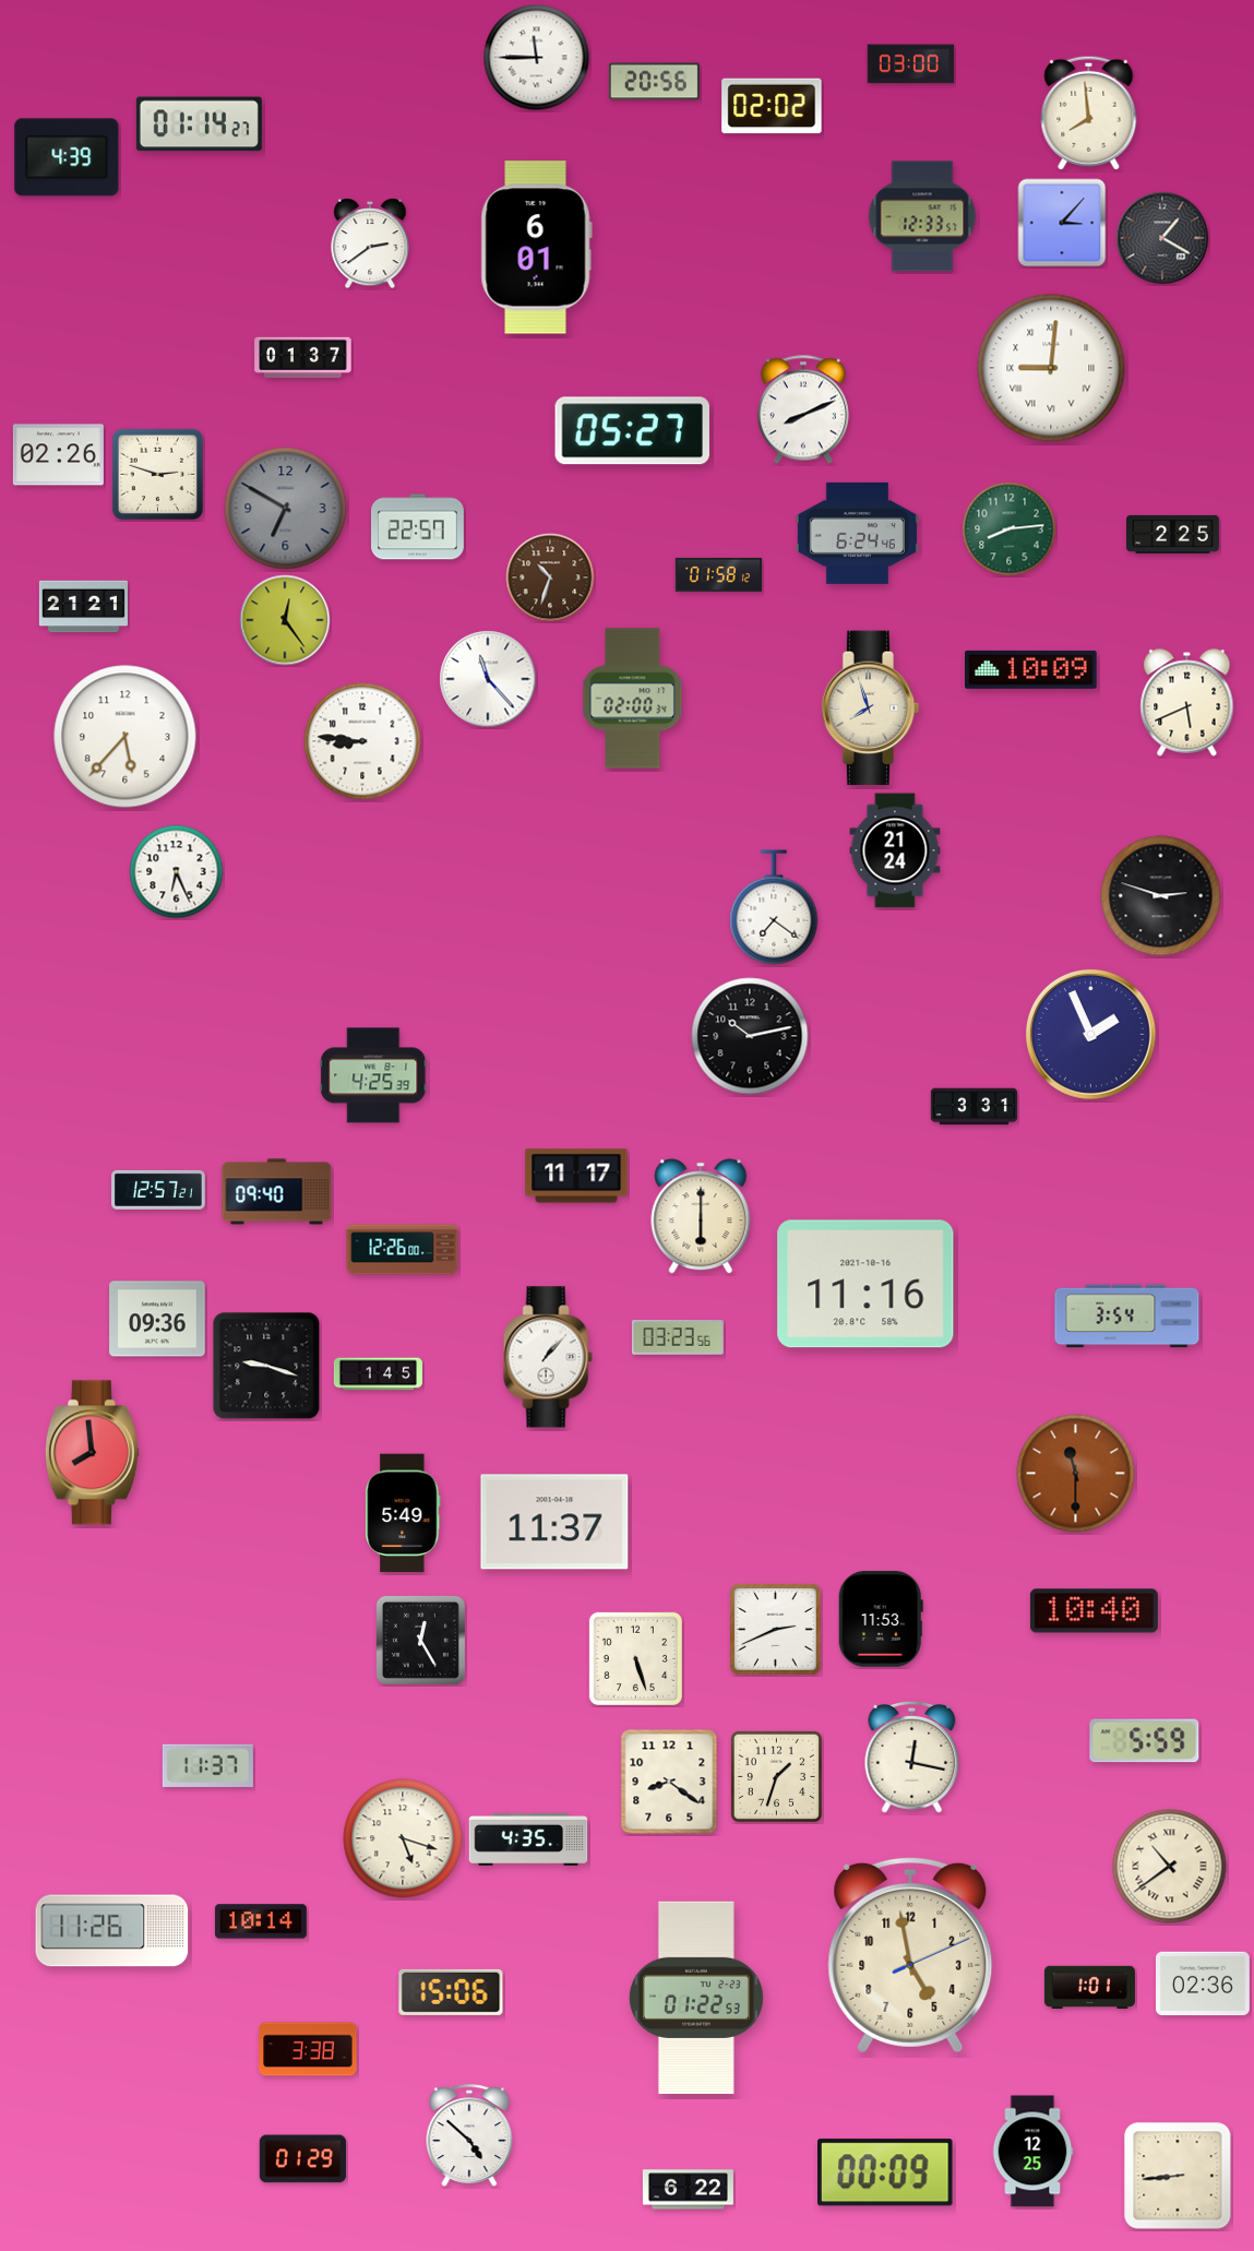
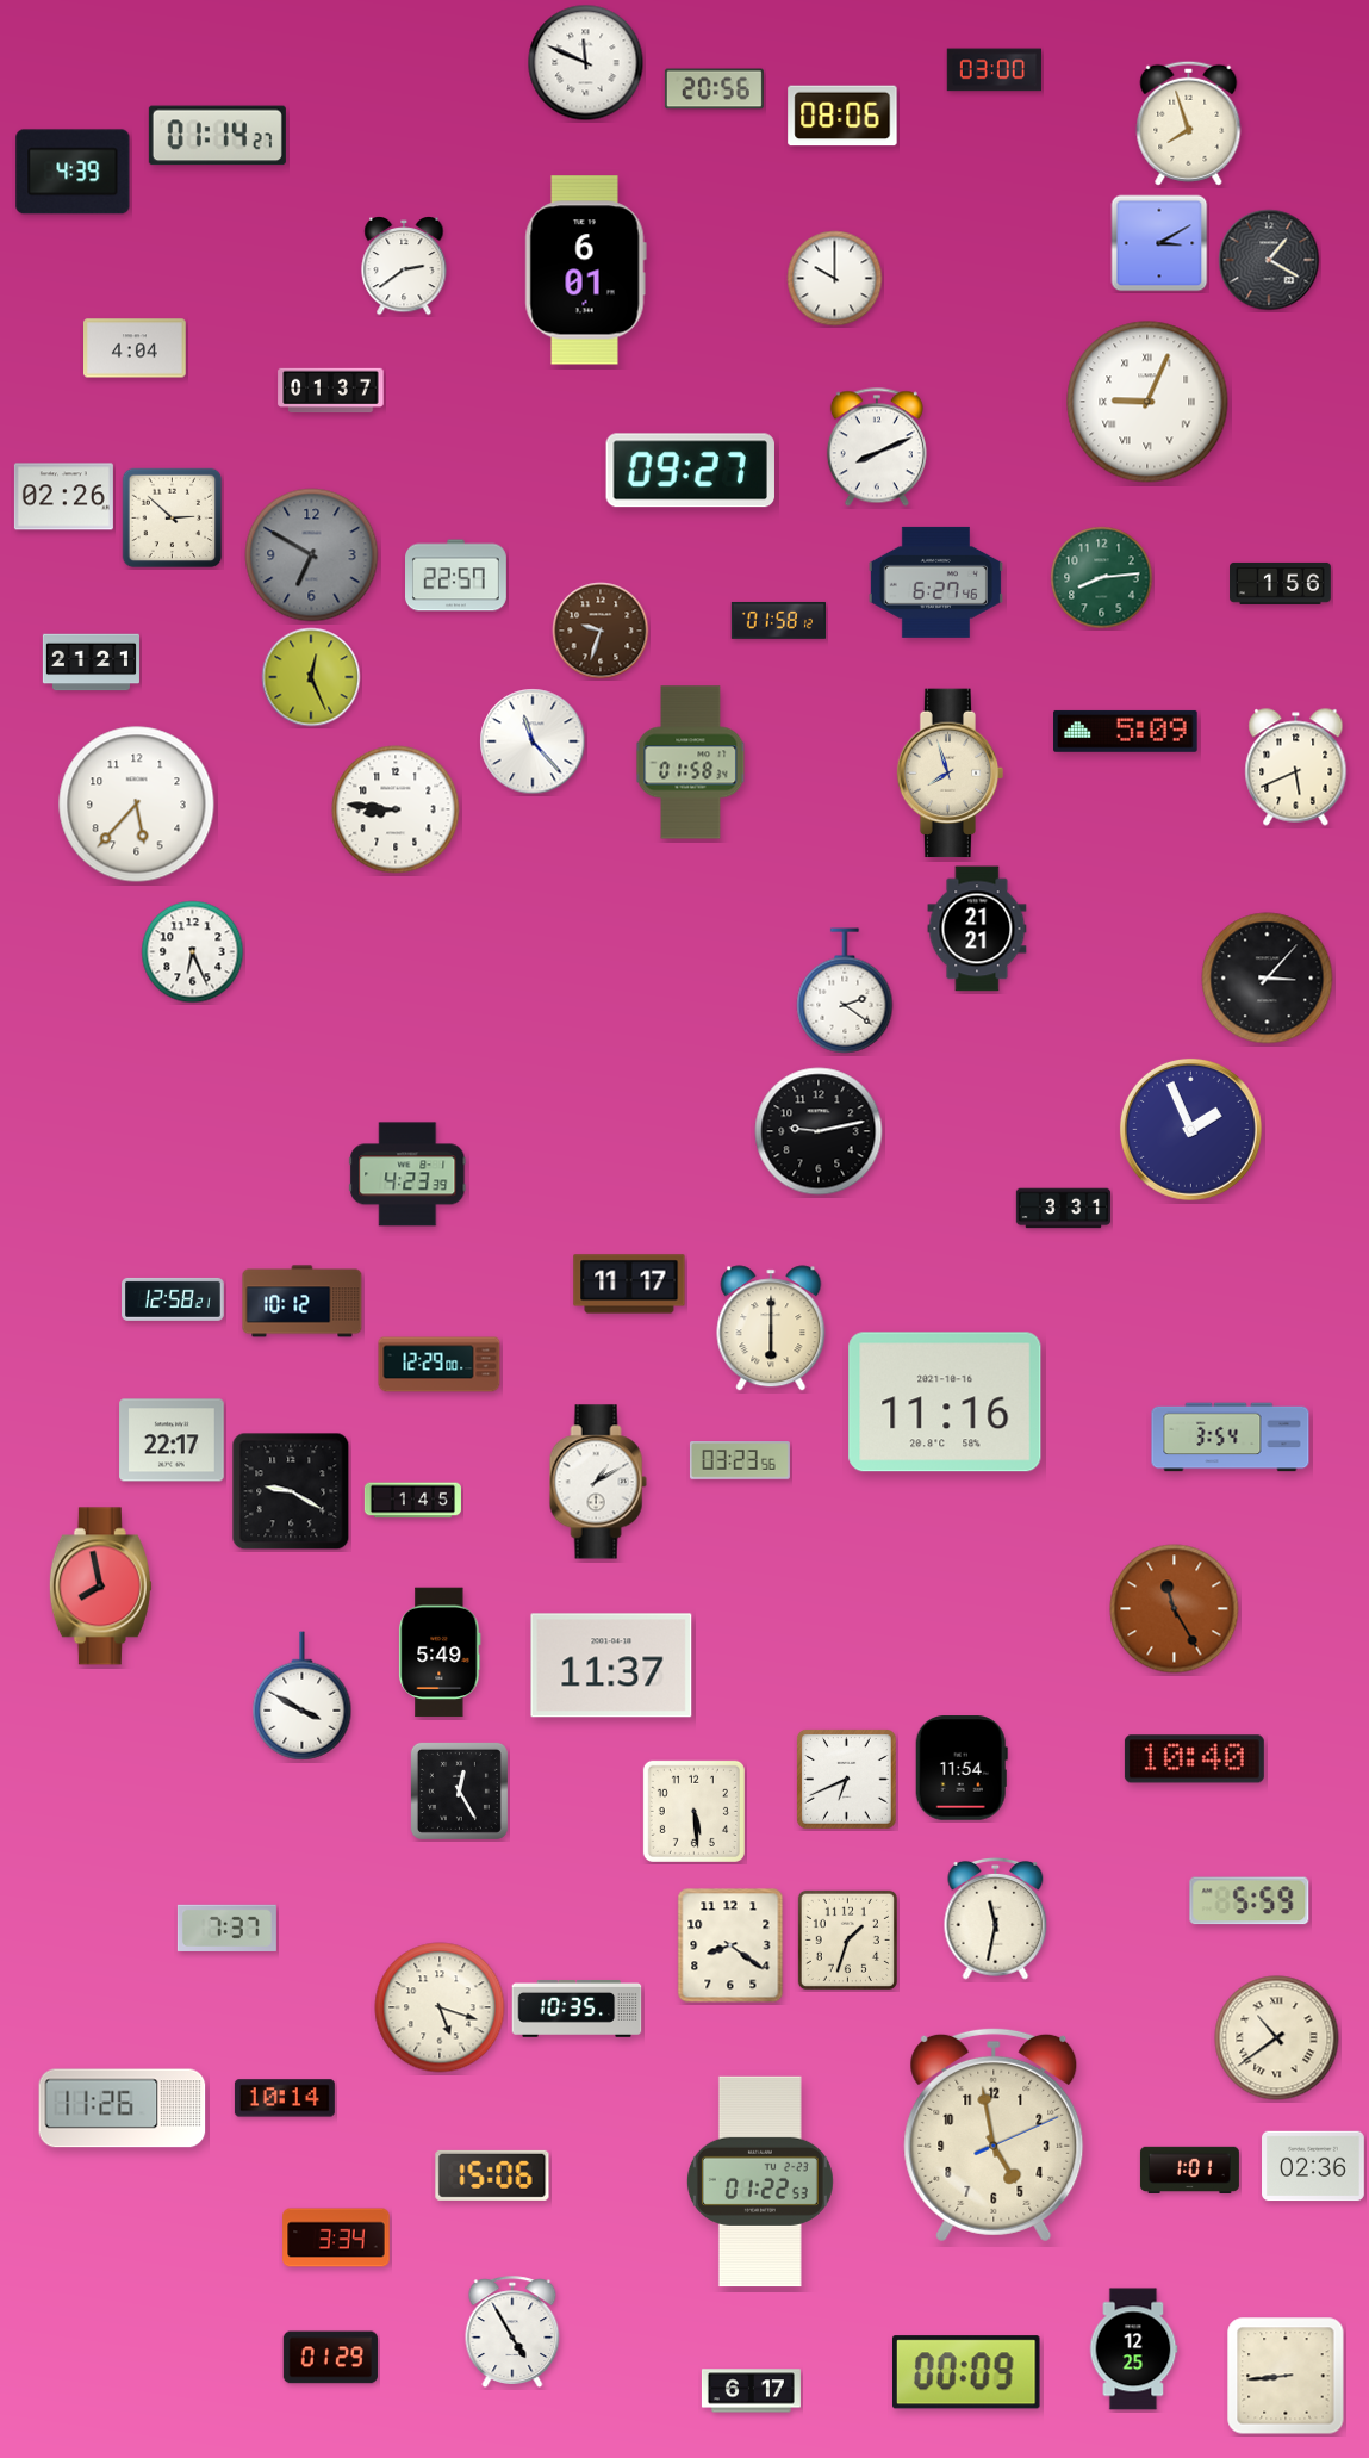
clock at (537, 58): 11:45 -> 11:49
clock at (772, 106): 02:02 -> 08:06
clock at (1089, 112): 7:59 -> 7:57
clock at (922, 216): 12:33 -> none
clock at (1062, 223): 3:07 -> 3:10
clock at (835, 279): none -> 10:00
clock at (136, 348): none -> 4:04
clock at (1051, 368): 9:01 -> 9:04
clock at (632, 431): 05:27 -> 09:27
clock at (158, 475): 2:48 -> 2:52
clock at (857, 533): 6:24 -> 6:27
clock at (1173, 534): 2:25 -> 1:56
clock at (718, 575) position: (718, 575) -> (778, 621)
clock at (550, 577): 10:33 -> 9:33
clock at (285, 620): 12:24 -> 12:26
clock at (1031, 669): 10:09 -> 5:09
clock at (633, 699): 02:00 -> 01:58
clock at (895, 850): 21:24 -> 21:21
clock at (1161, 896): 2:48 -> 3:07
clock at (774, 907): 7:21 -> 2:21
clock at (750, 1036): 10:13 -> 9:13
clock at (373, 1075): 4:25 -> 4:23
clock at (159, 1190): 12:57 -> 12:58
clock at (277, 1192): 09:40 -> 10:12
clock at (701, 1216) position: (701, 1216) -> (771, 1328)
clock at (403, 1250): 12:26 -> 12:29
clock at (157, 1319): 09:36 -> 22:17
clock at (548, 1357): 1:07 -> 1:10
clock at (266, 1366): 9:18 -> 9:20
clock at (92, 1453): 7:59 -> 7:58
clock at (1076, 1474): 11:30 -> 11:25
clock at (554, 1522) position: (554, 1522) -> (611, 1665)
clock at (303, 1696): none -> 3:50
clock at (881, 1619): 11:53 -> 11:54
clock at (776, 1630): 2:41 -> 6:41
clock at (635, 1658): 5:27 -> 5:29
clock at (912, 1756): 12:17 -> 11:32
clock at (207, 1765): 11:37 -> 7:37
clock at (528, 1841): 4:35 -> 10:35
clock at (308, 2049): 3:38 -> 3:34
clock at (469, 2135): 4:52 -> 4:55
clock at (1032, 2152) position: (1032, 2152) -> (1133, 2350)
clock at (688, 2190): 6:22 -> 6:17
